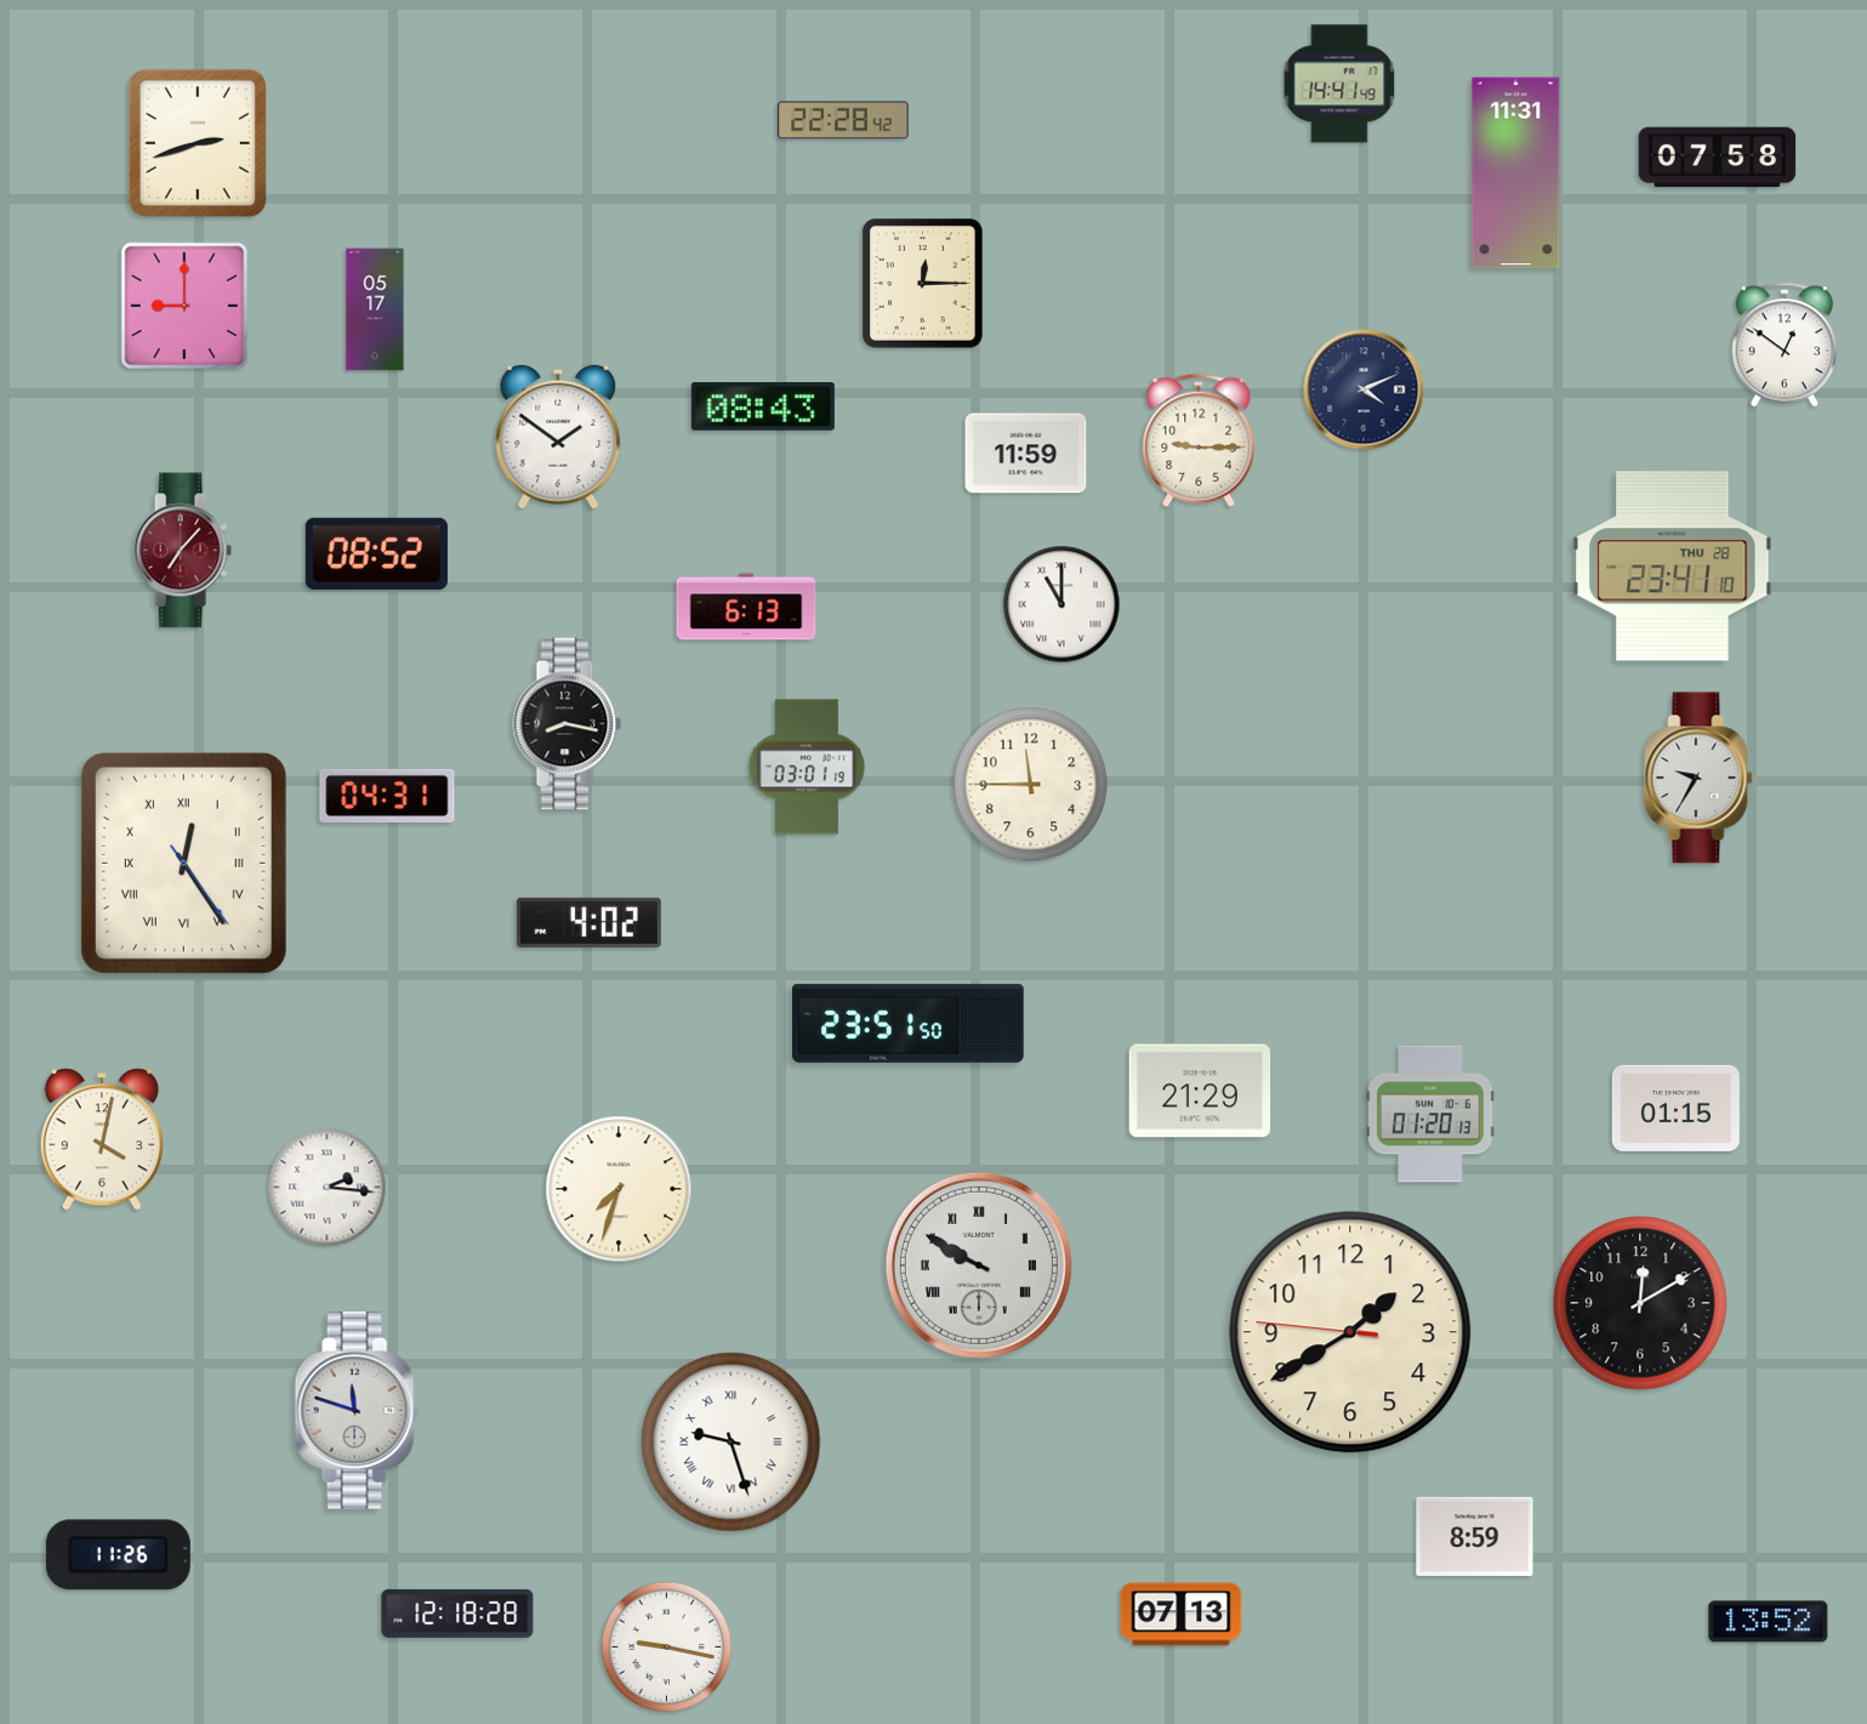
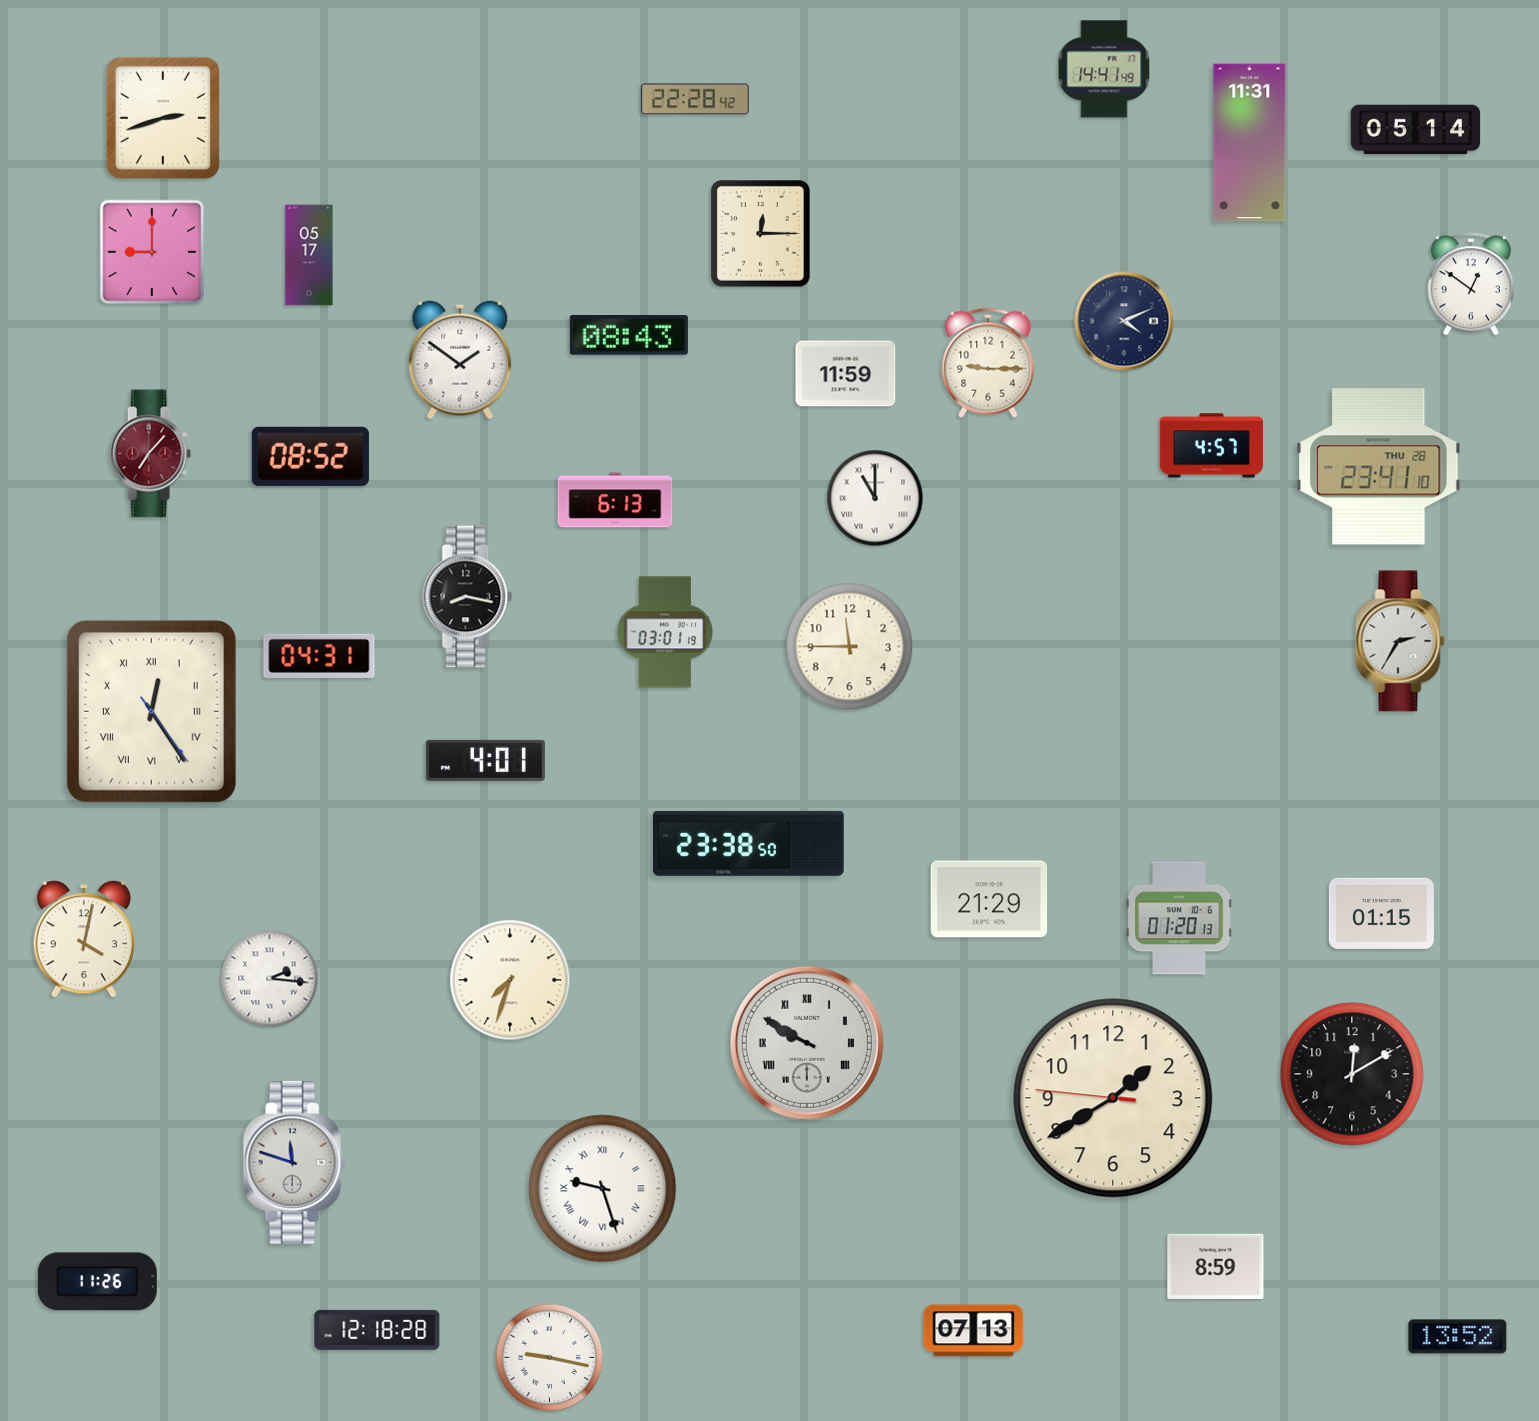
clock at (1718, 158): 07:58 -> 05:14
clock at (1211, 446): none -> 4:57
clock at (1698, 778): 9:35 -> 2:35
clock at (588, 922): 4:02 -> 4:01
clock at (909, 1023): 23:51 -> 23:38
